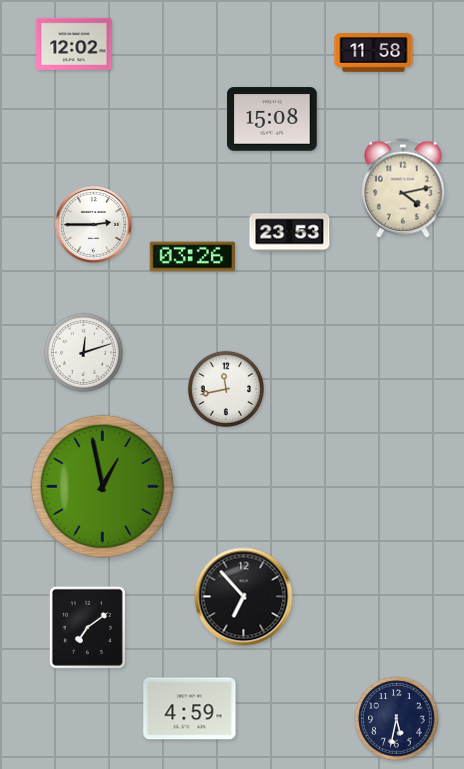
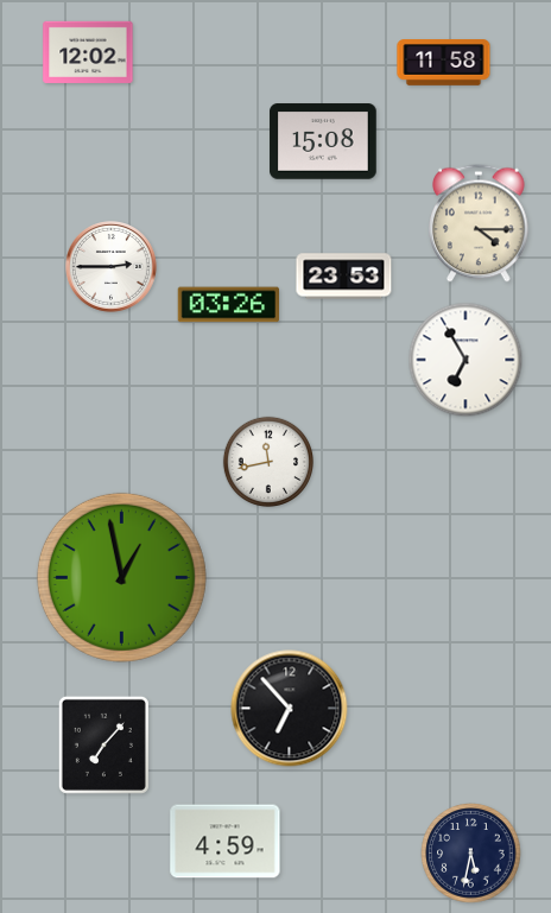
clock at (403, 188): 4:13 -> 4:15
clock at (465, 360): none -> 6:55
clock at (83, 352): 12:12 -> none
clock at (87, 627): 7:09 -> 7:07
